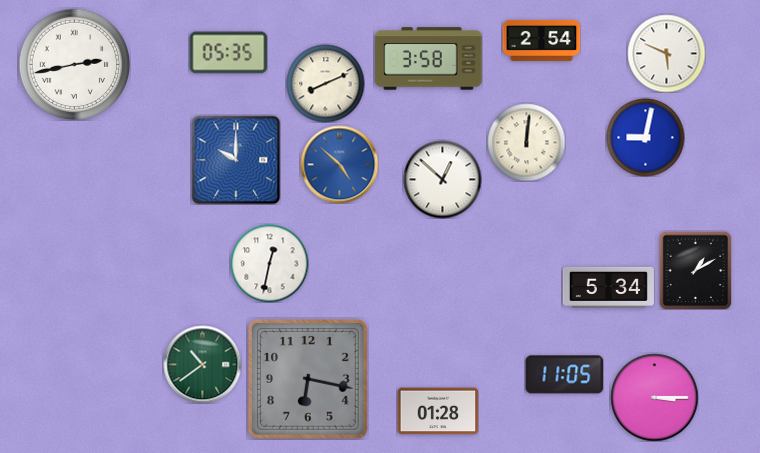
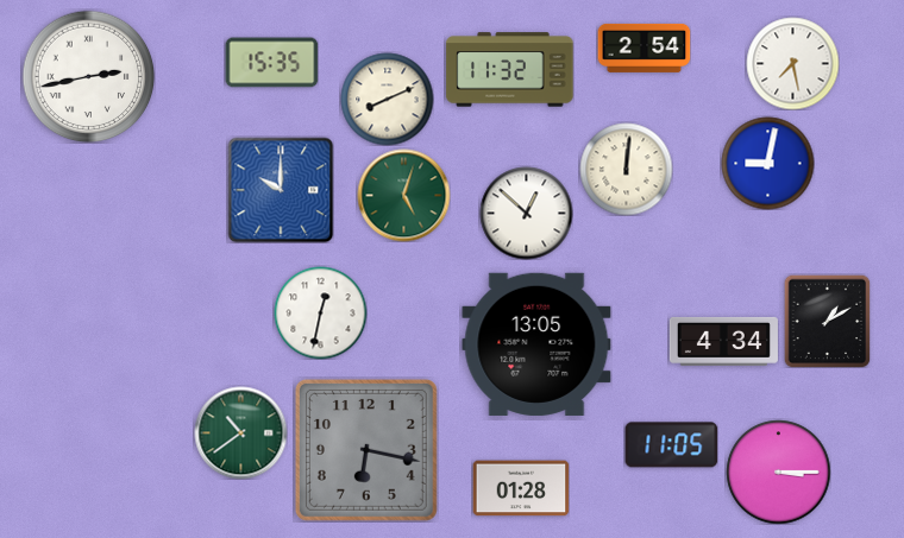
clock at (228, 53): 05:35 -> 15:35
clock at (666, 53): 5:49 -> 7:28
clock at (429, 59): 3:58 -> 11:32
clock at (339, 164): 4:52 -> 5:03
clock at (339, 164) dial: blue -> green
clock at (608, 287): 5:34 -> 4:34
clock at (536, 344): none -> 13:05
